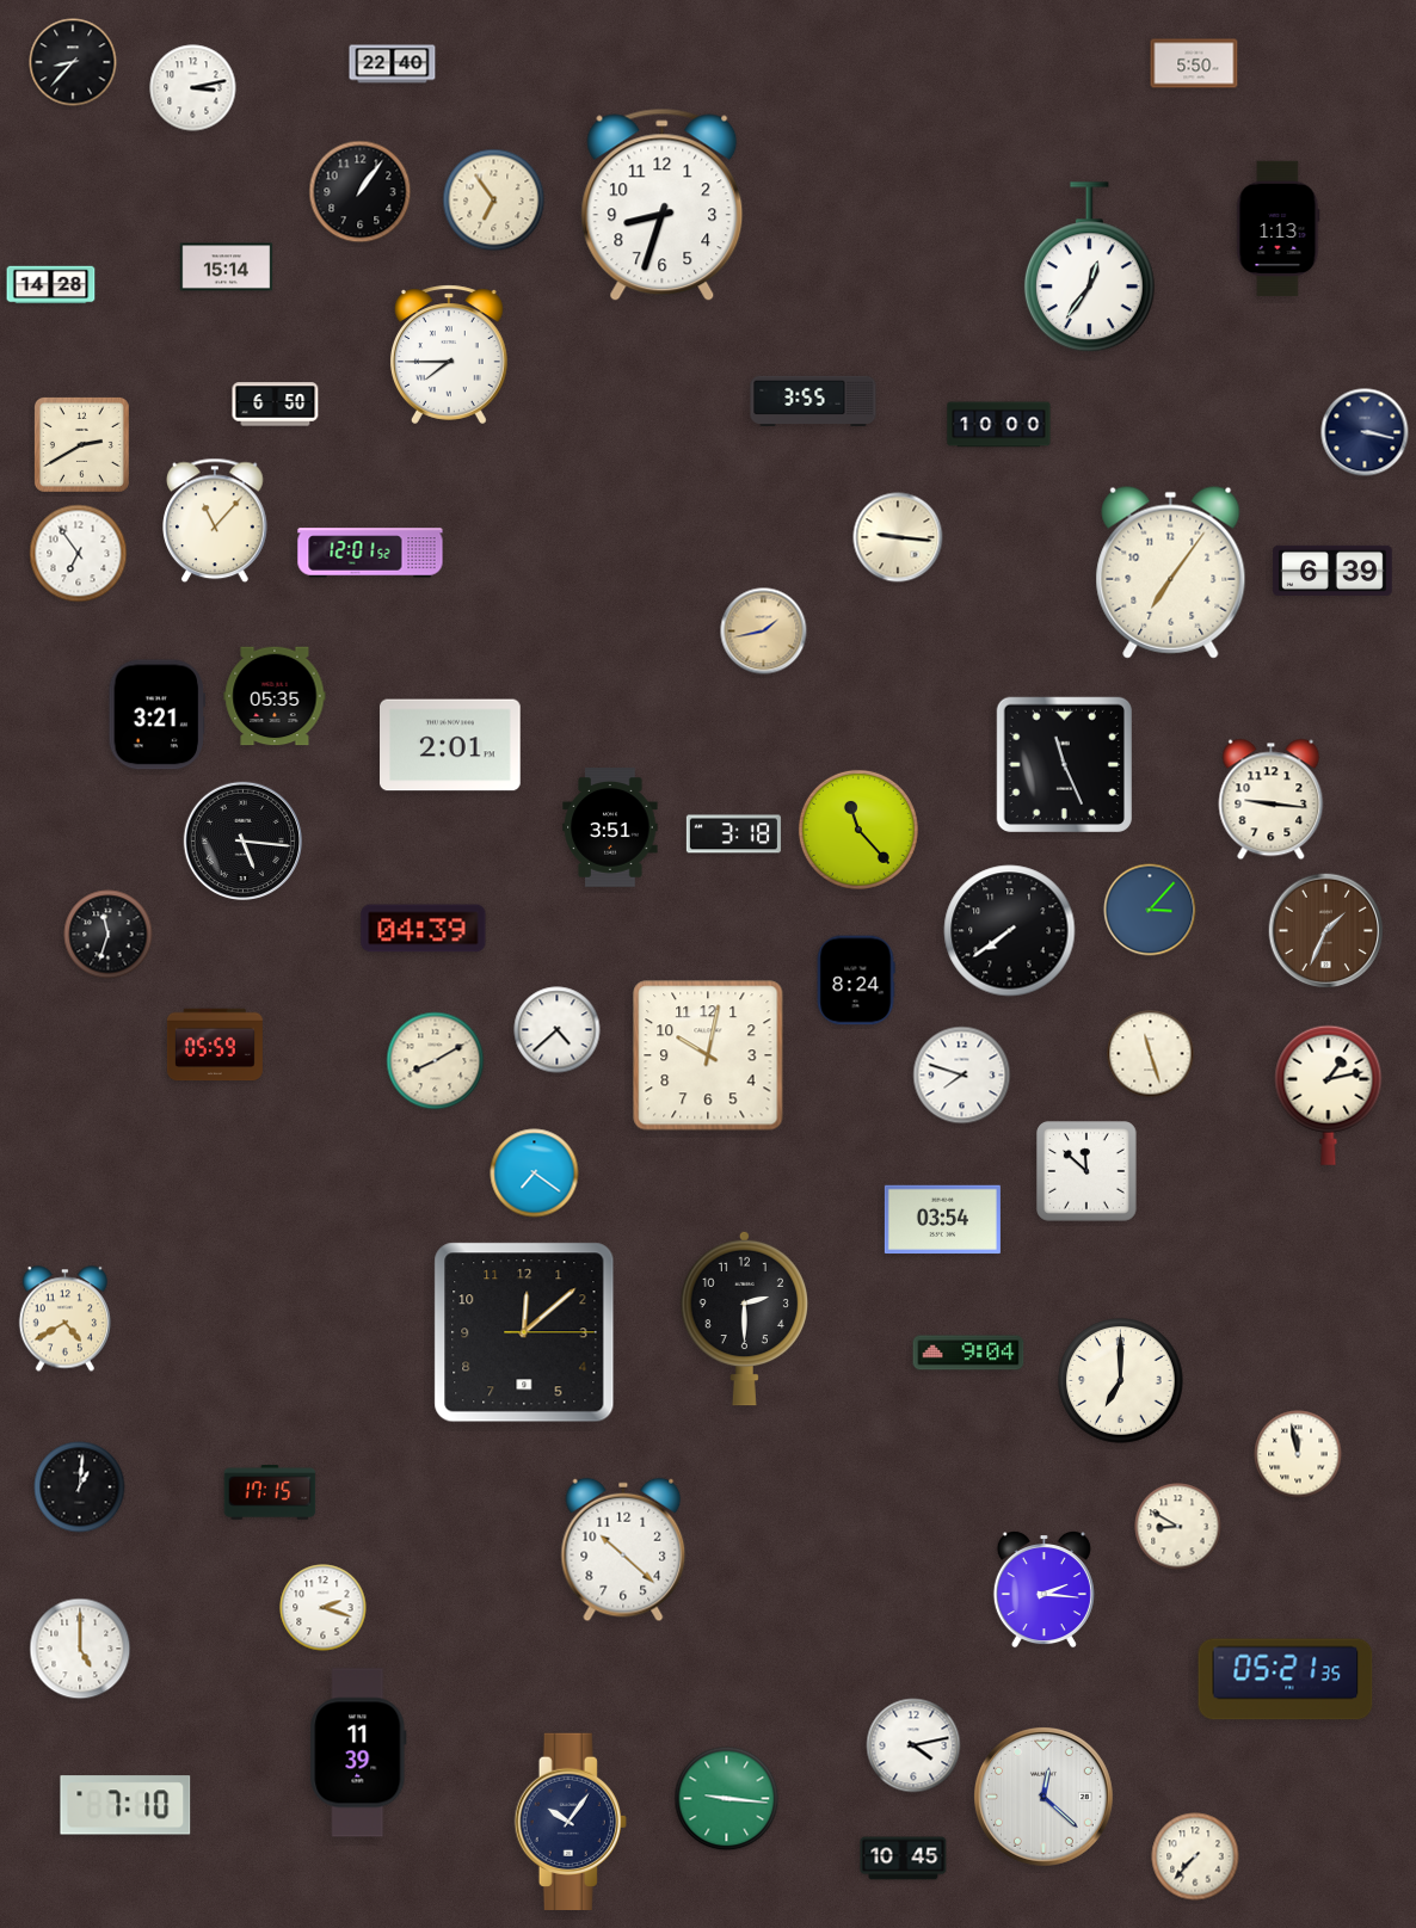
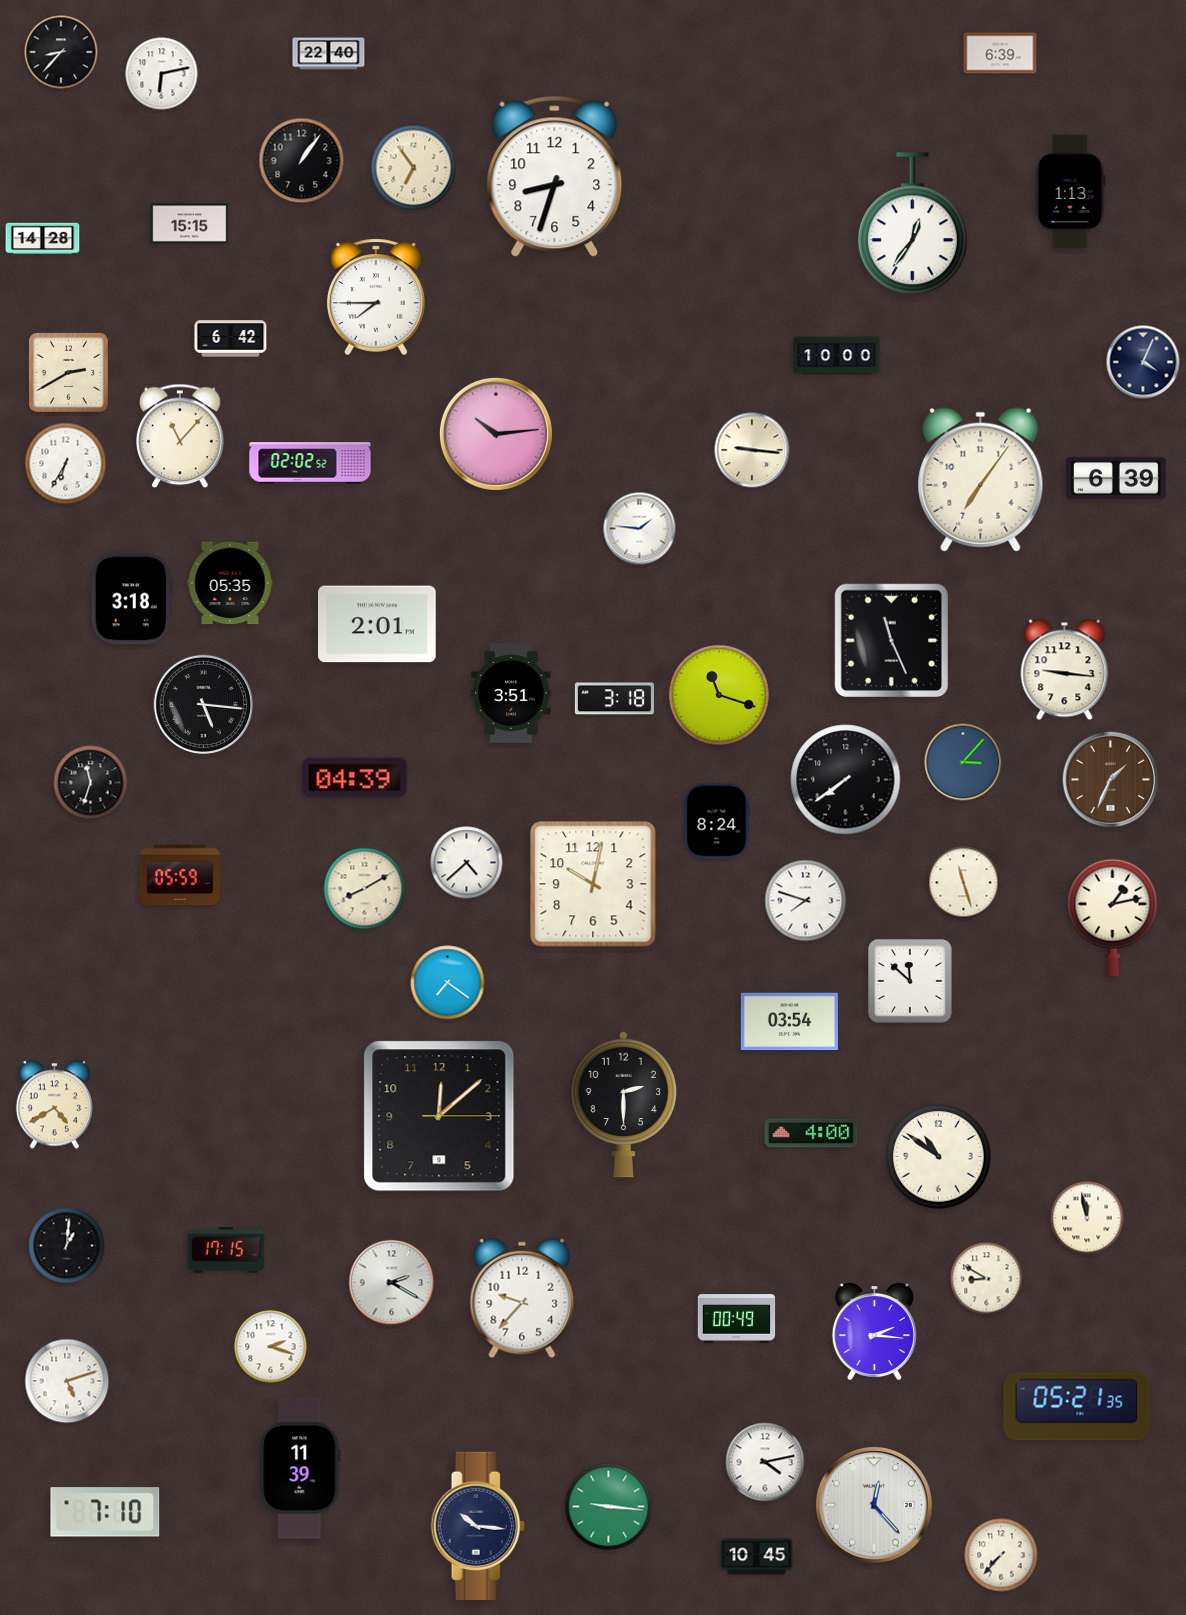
clock at (1194, 63): 5:50 -> 6:39
clock at (193, 88): 3:13 -> 6:13
clock at (663, 205) position: (663, 205) -> (555, 177)
clock at (227, 267): 15:14 -> 15:15
clock at (813, 400): 3:55 -> none
clock at (276, 405): 6:50 -> 6:42
clock at (1365, 432): 3:17 -> 4:04
clock at (496, 434): none -> 10:14
clock at (370, 553): 12:01 -> 02:02
clock at (79, 554): 6:54 -> 6:35
clock at (764, 632): 1:43 -> 1:46
clock at (764, 632) dial: champagne -> white
clock at (156, 715): 3:21 -> 3:18
clock at (858, 830): 11:23 -> 11:18
clock at (968, 1353): 9:04 -> 4:00
clock at (1121, 1381): 7:00 -> 10:51
clock at (392, 1283): none -> 2:20
clock at (623, 1550): 10:22 -> 9:37
clock at (737, 1319): none -> 00:49
clock at (80, 1649): 5:00 -> 5:12
clock at (1045, 1798): 12:22 -> 12:23
clock at (571, 1821): 10:06 -> 10:16
